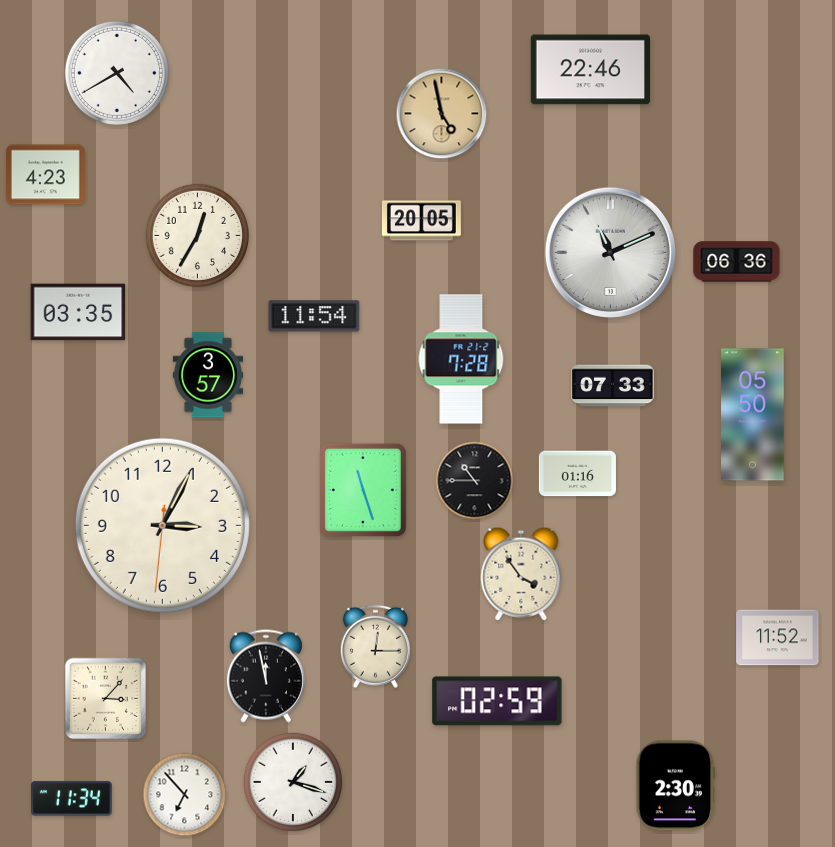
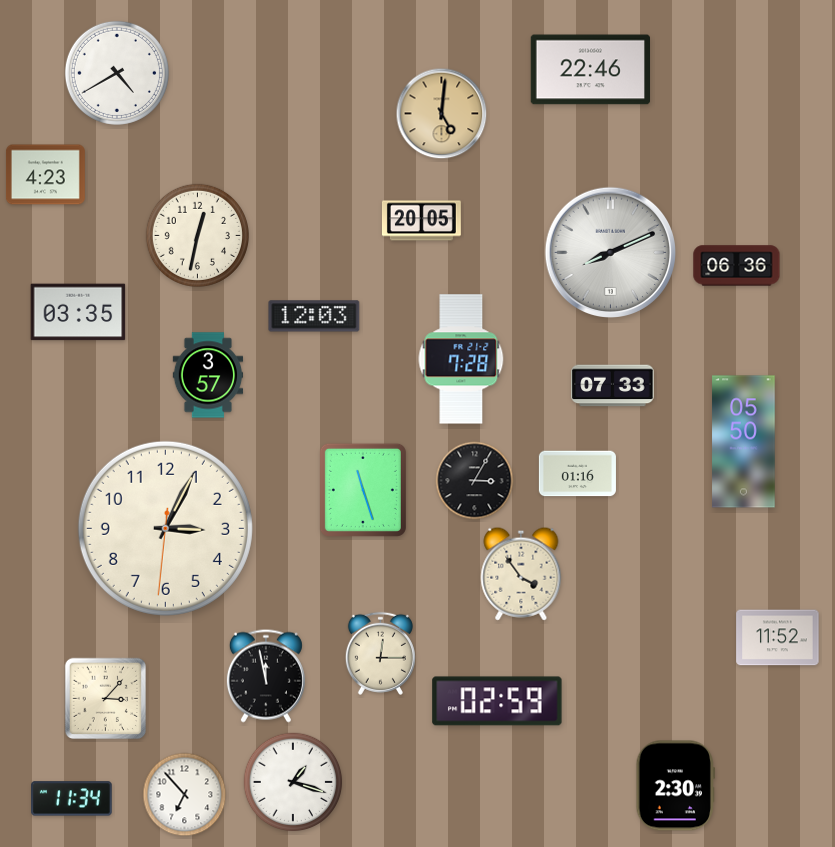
clock at (442, 114): 4:58 -> 5:01
clock at (197, 235): 12:35 -> 12:32
clock at (610, 252): 11:11 -> 8:11
clock at (737, 262) position: (737, 262) -> (737, 266)
clock at (314, 316): 11:54 -> 12:03
clock at (753, 415) position: (753, 415) -> (744, 442)
clock at (475, 481): 10:45 -> 3:05
clock at (162, 525) position: (162, 525) -> (165, 528)
clock at (375, 646) position: (375, 646) -> (380, 653)
